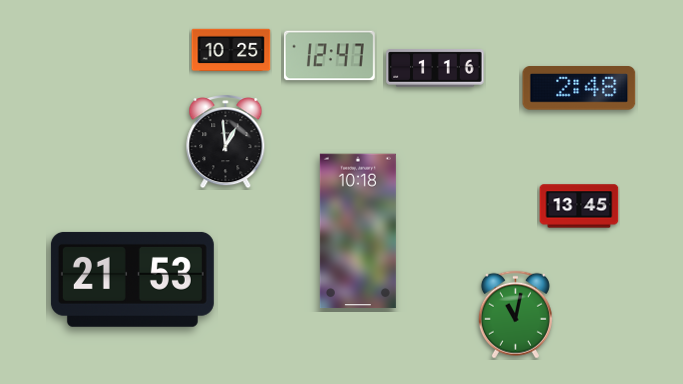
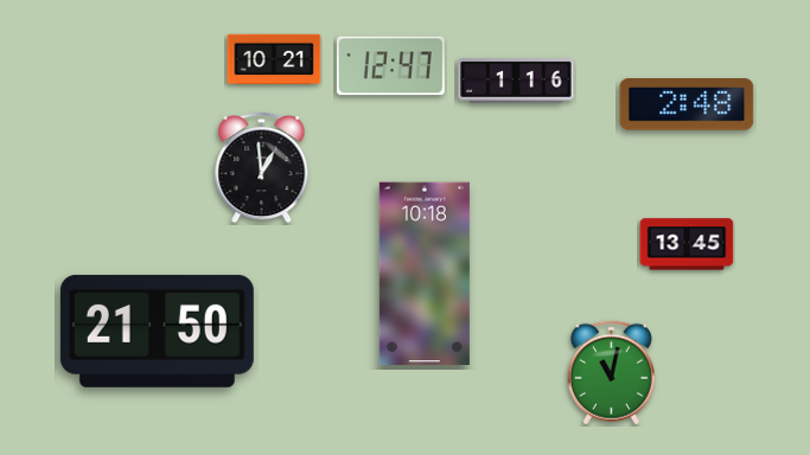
clock at (231, 50): 10:25 -> 10:21
clock at (226, 142) position: (226, 142) -> (262, 168)
clock at (132, 279): 21:53 -> 21:50
